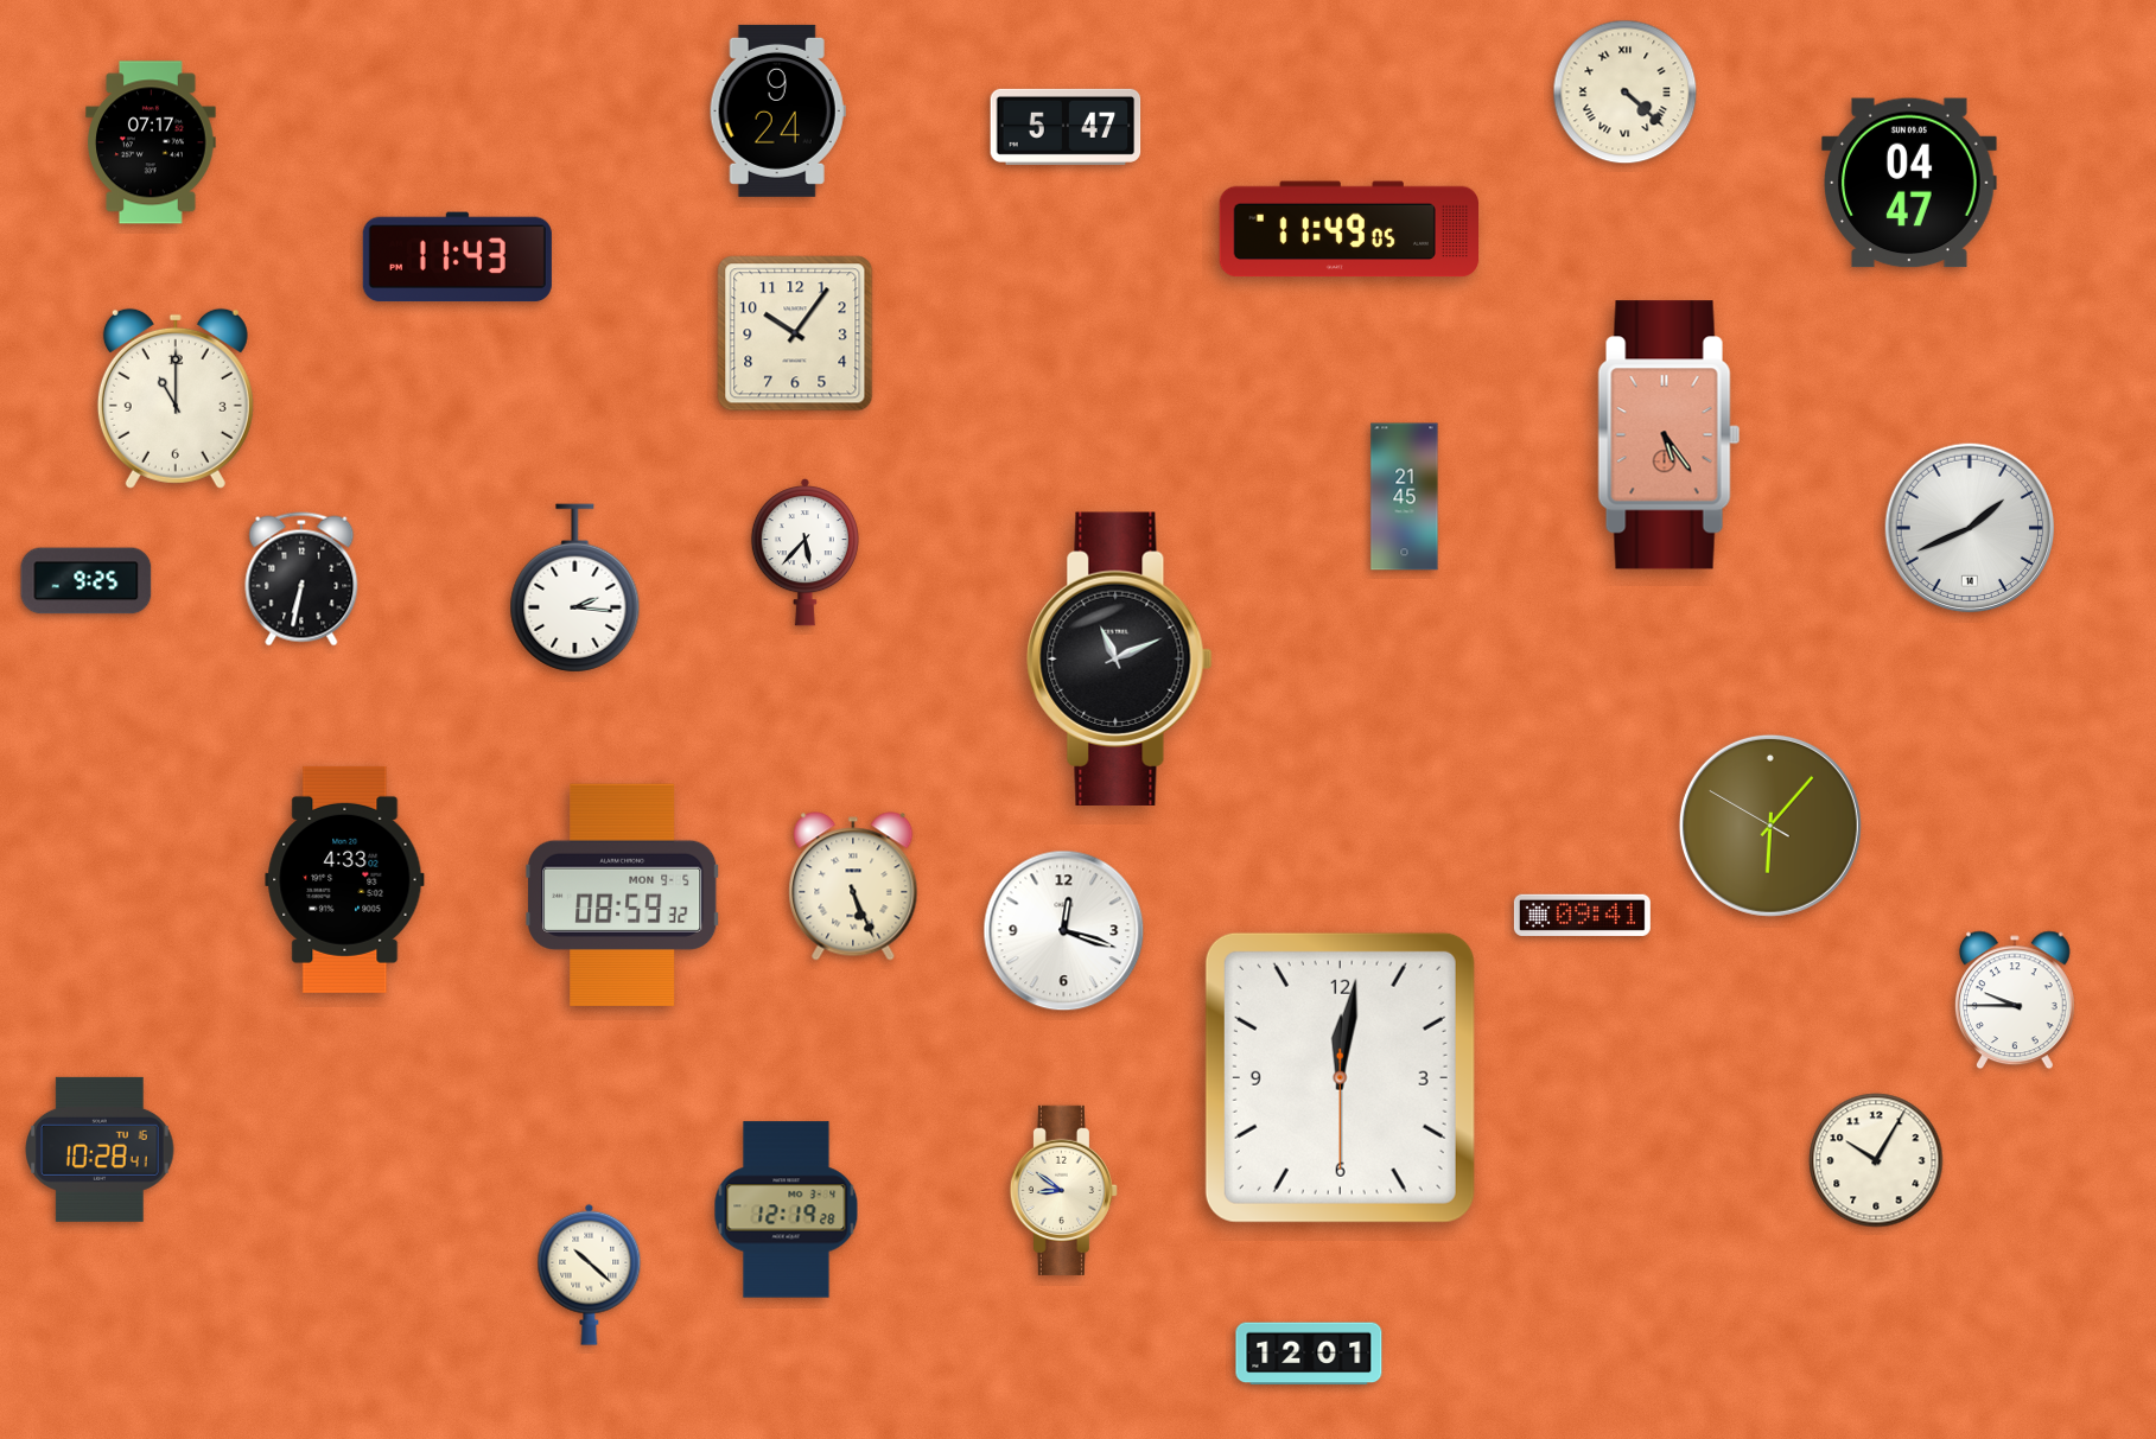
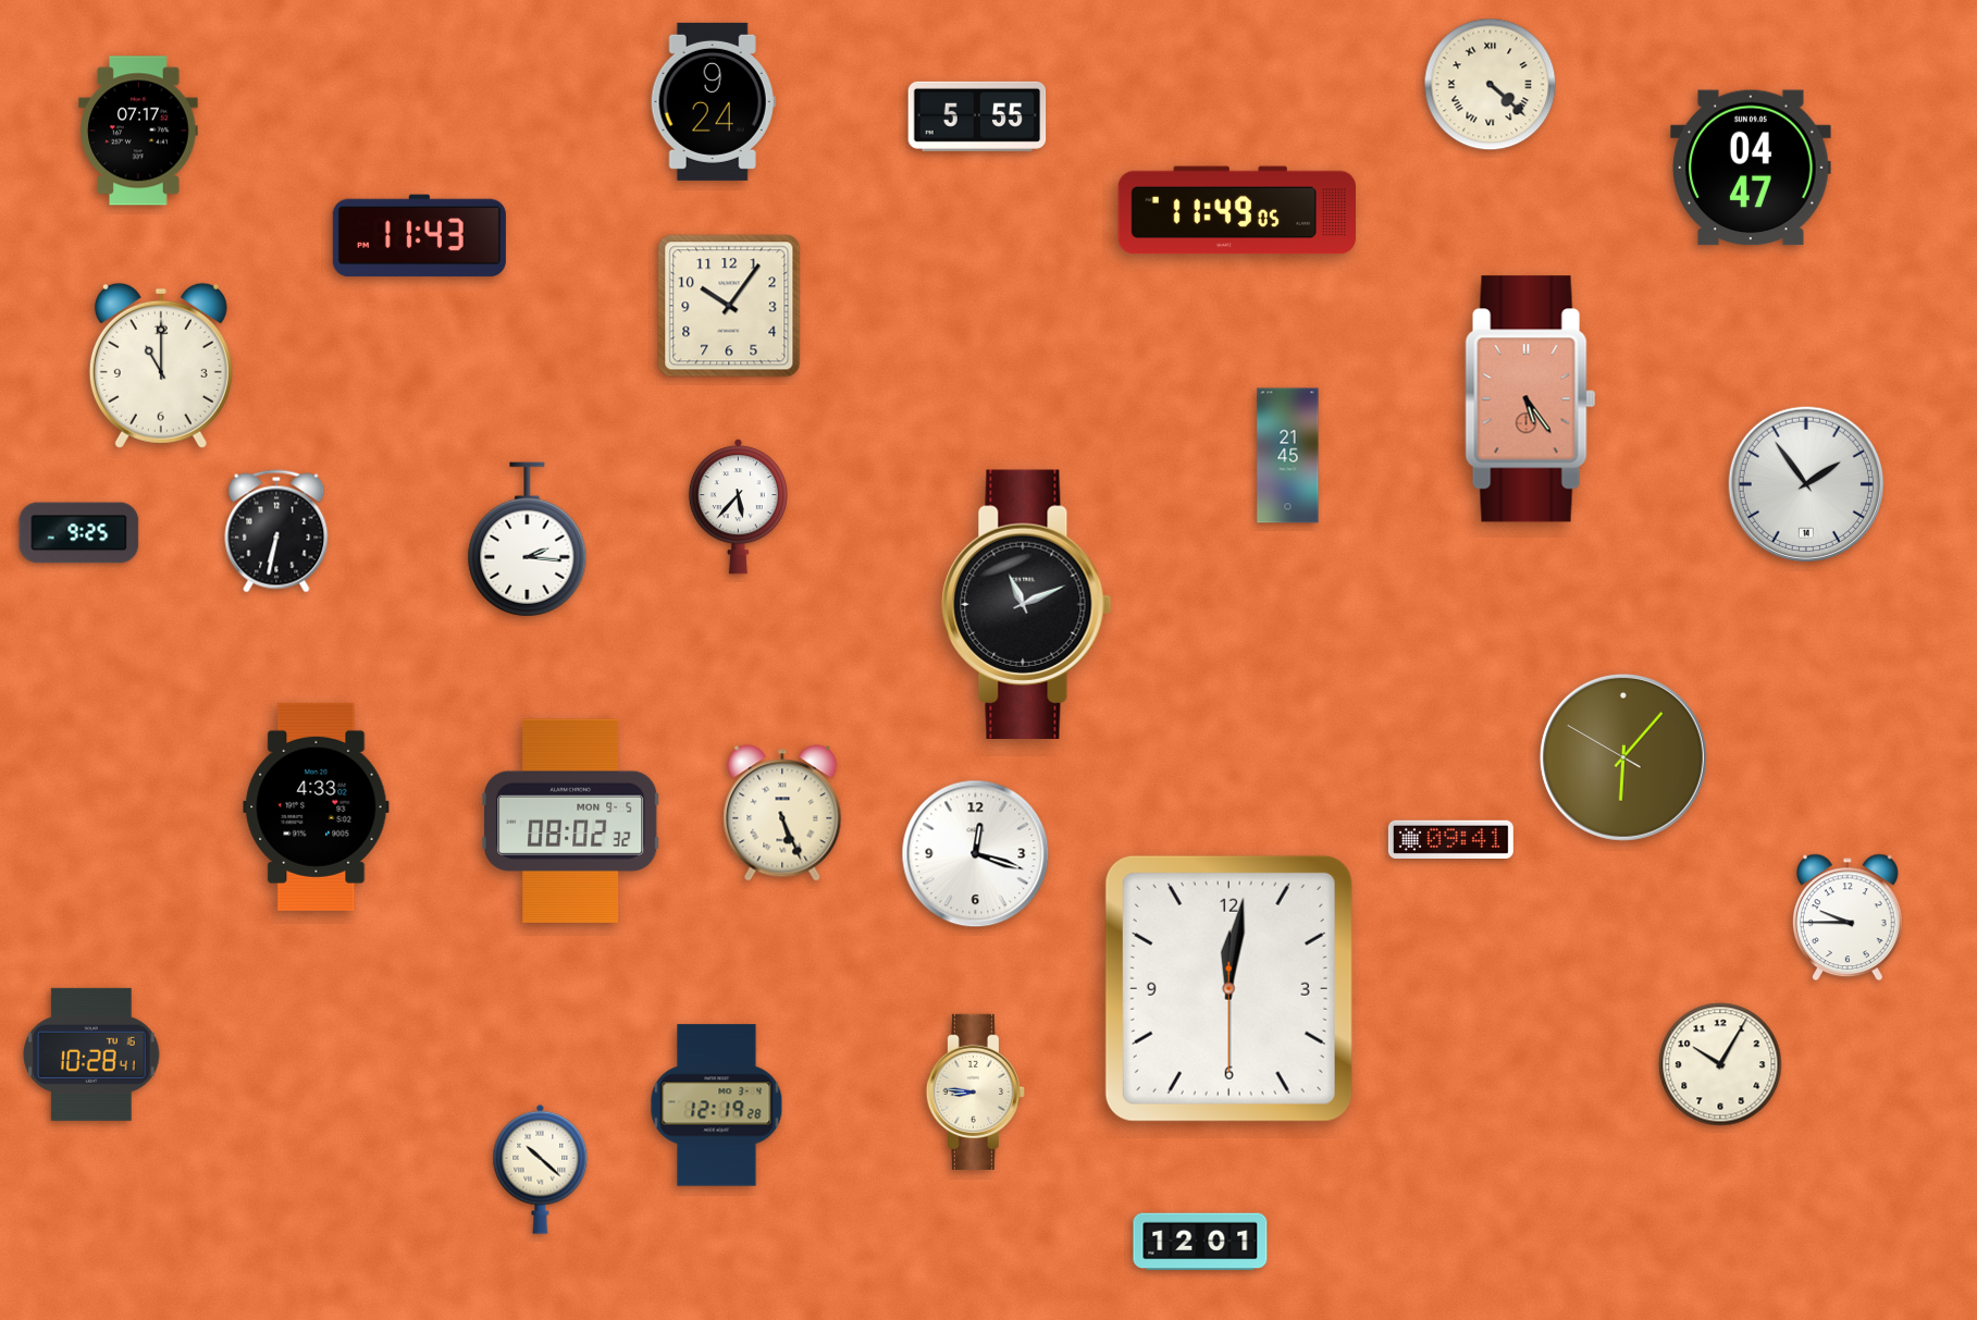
clock at (1066, 127): 5:47 -> 5:55
clock at (1970, 528): 1:41 -> 1:54
clock at (623, 894): 08:59 -> 08:02
clock at (1063, 1190): 8:51 -> 8:46
clock at (787, 1210) position: (787, 1210) -> (717, 1106)
